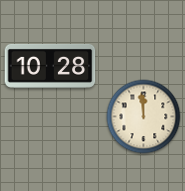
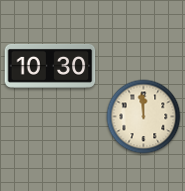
clock at (50, 66): 10:28 -> 10:30
